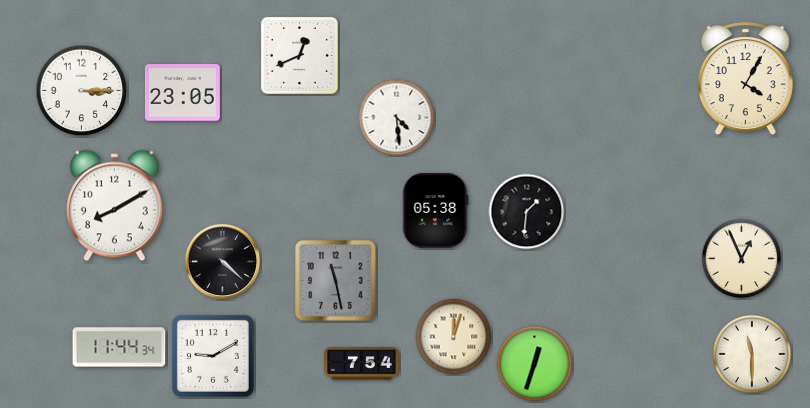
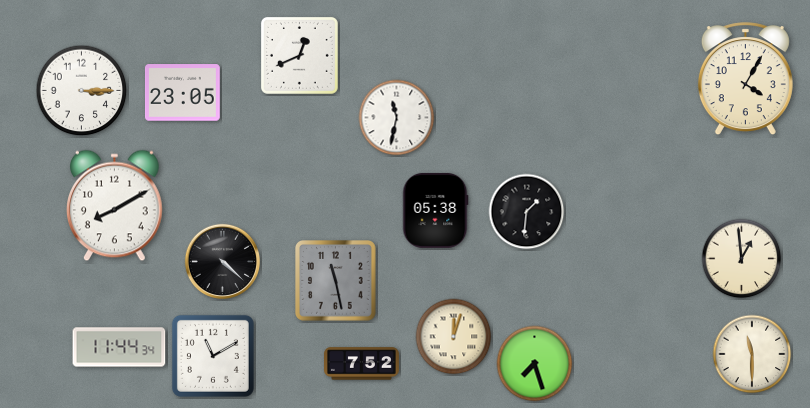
clock at (397, 118): 4:29 -> 11:32
clock at (742, 259): 12:56 -> 12:59
clock at (213, 356): 9:10 -> 11:10
clock at (362, 364): 7:54 -> 7:52
clock at (535, 364): 12:33 -> 7:27
